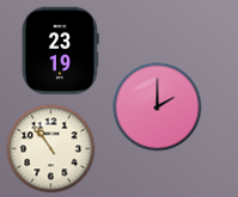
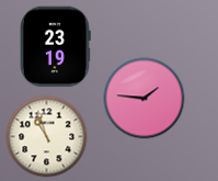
clock at (158, 107): 2:00 -> 1:46
clock at (51, 149): 10:54 -> 10:57
